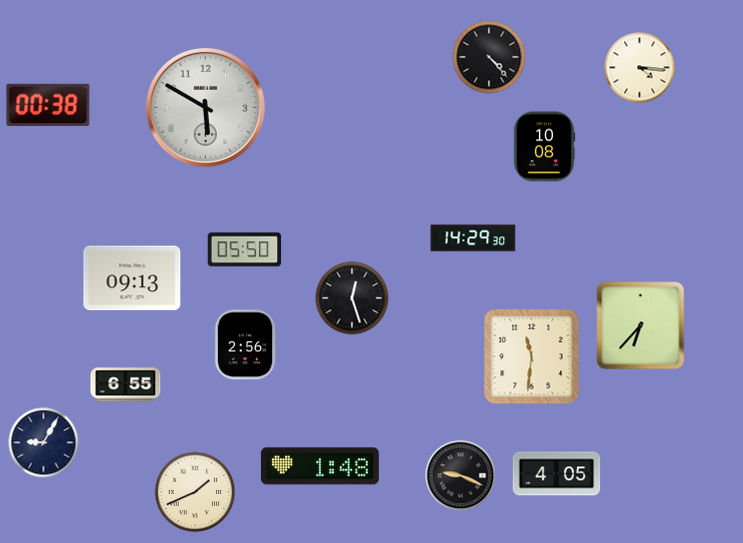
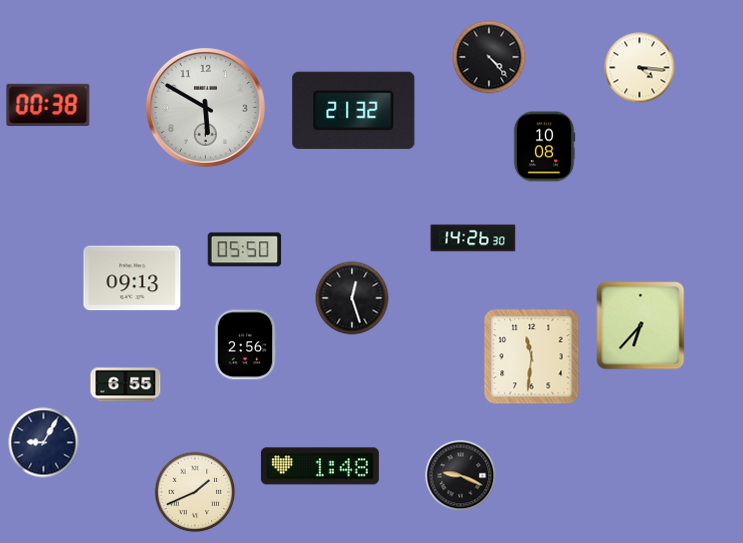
clock at (354, 110): none -> 21:32
clock at (473, 238): 14:29 -> 14:26
clock at (557, 474): 4:05 -> none
